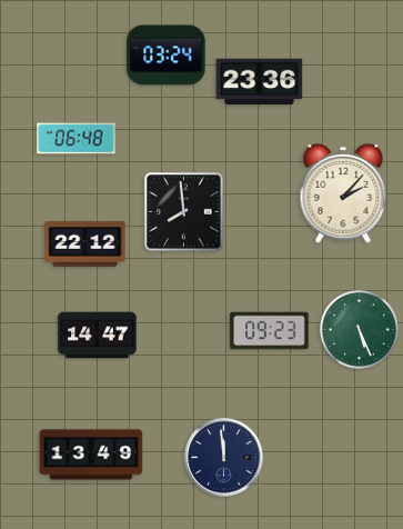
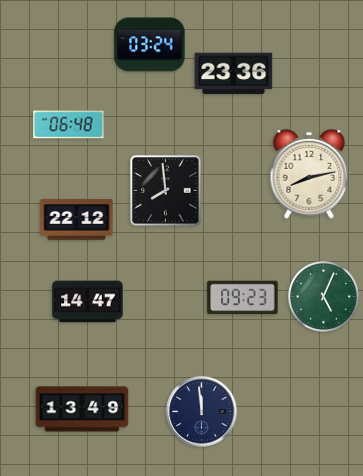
clock at (167, 56) position: (167, 56) -> (150, 45)
clock at (343, 194): 2:07 -> 8:13
clock at (359, 329): 5:26 -> 5:04
